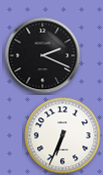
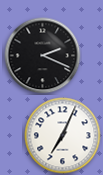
clock at (63, 136): 6:34 -> 7:04
